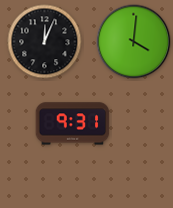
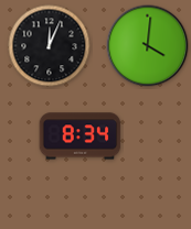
clock at (73, 124): 9:31 -> 8:34
